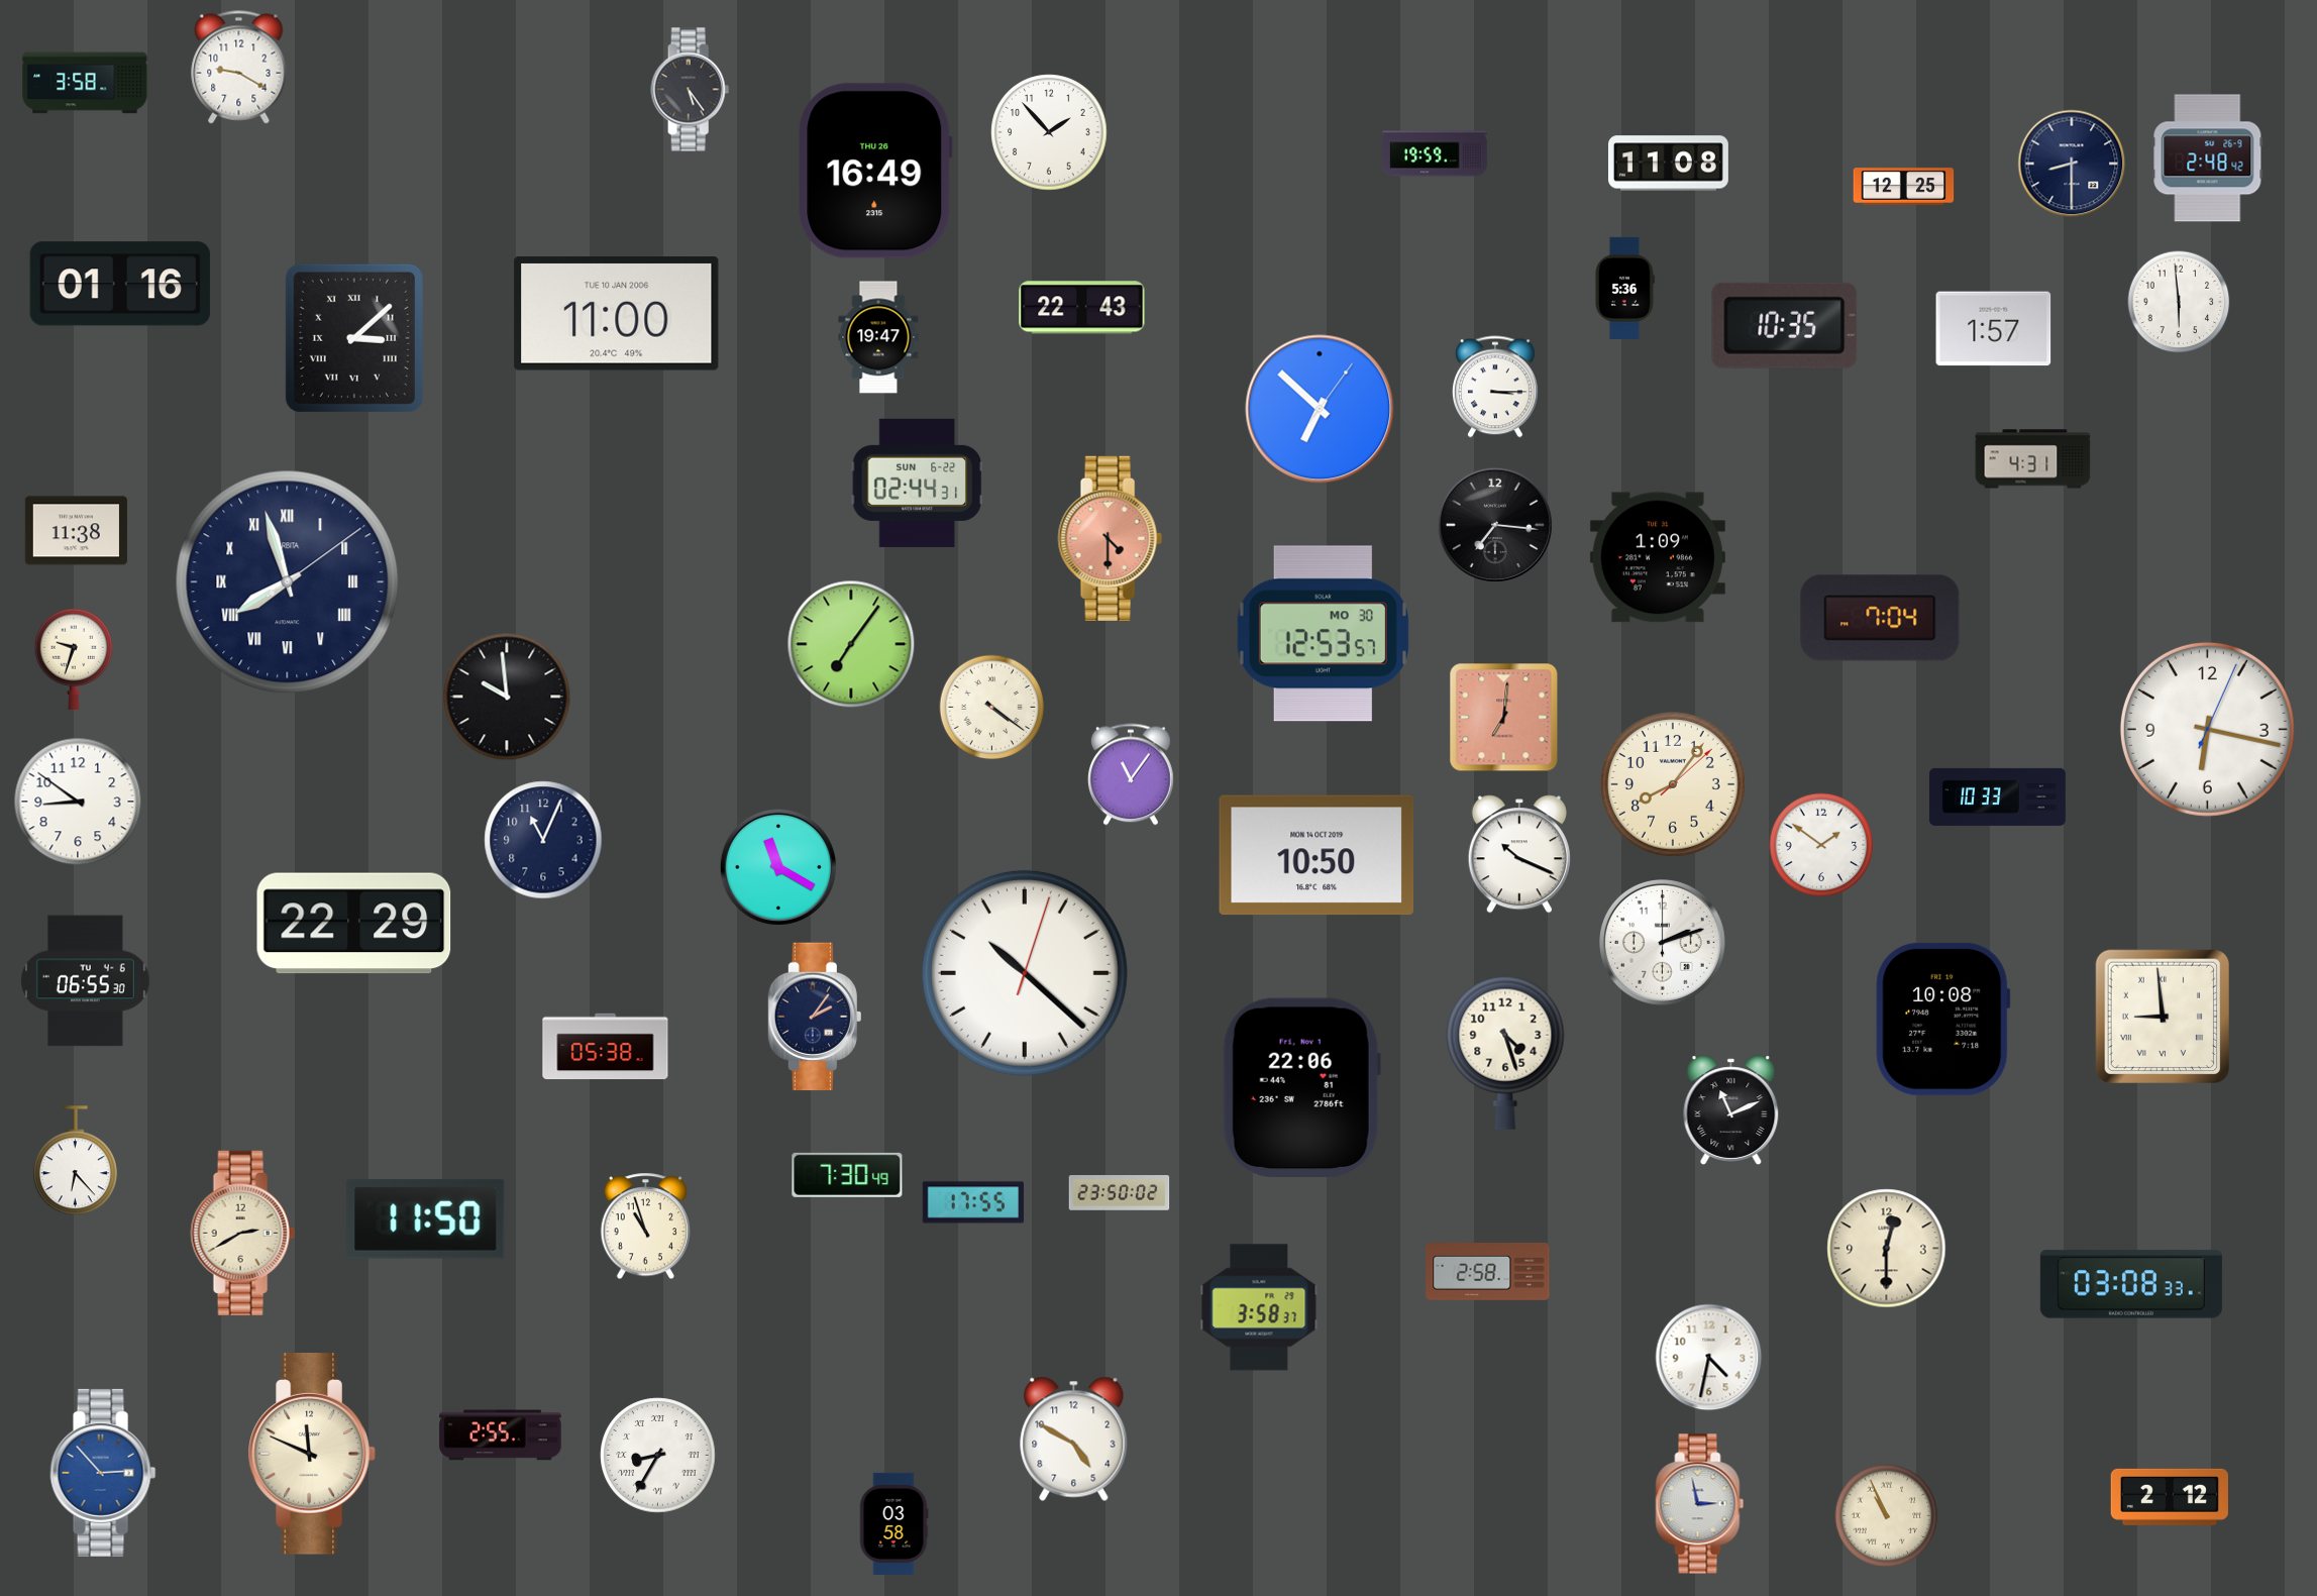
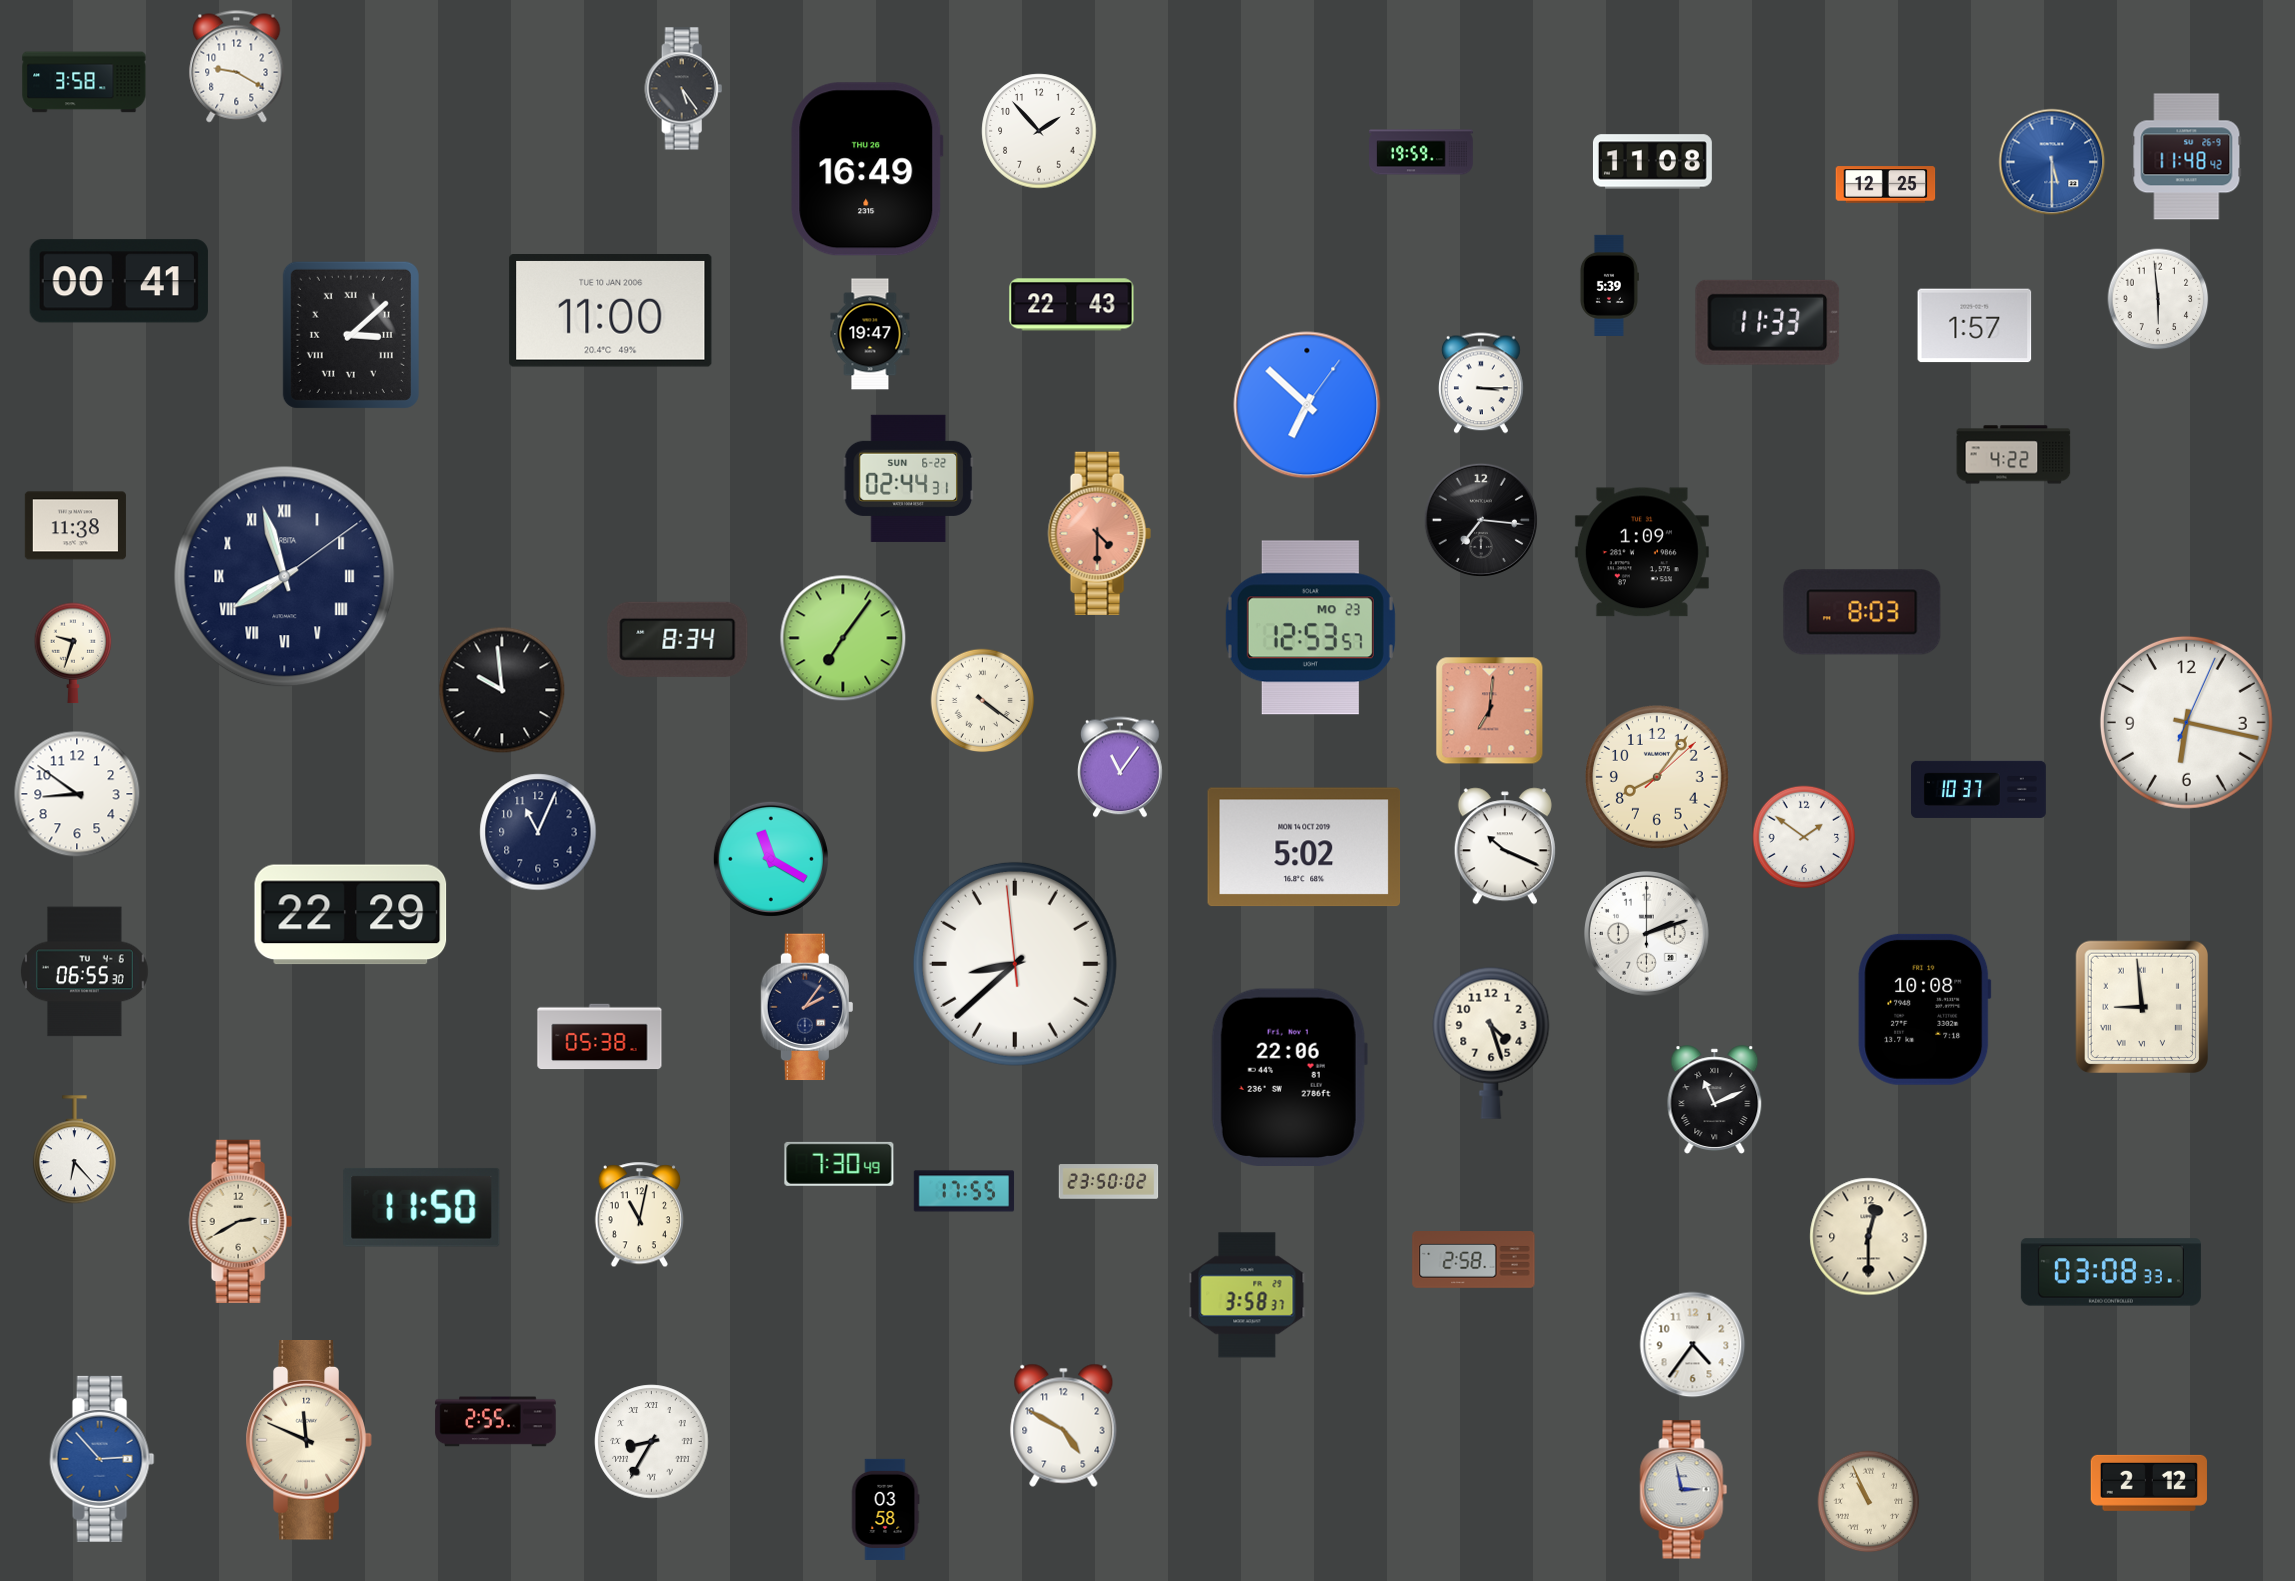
clock at (2208, 158): 2:48 -> 11:48
clock at (2072, 164): 8:30 -> 5:30
clock at (2072, 164) dial: navy -> blue
clock at (120, 284): 01:16 -> 00:41
clock at (1624, 288): 5:36 -> 5:39
clock at (1785, 325): 10:35 -> 11:33
clock at (2033, 459): 4:31 -> 4:22
clock at (1880, 618): 7:04 -> 8:03
clock at (1323, 634) date: MO 30 -> MO 23
clock at (678, 639): none -> 8:34
clock at (1998, 796): 10:33 -> 10:37
clock at (1317, 855): 10:50 -> 5:02
clock at (1025, 973): 10:22 -> 8:37
clock at (645, 1227): 10:57 -> 11:02
clock at (1709, 1358): 4:32 -> 4:36
